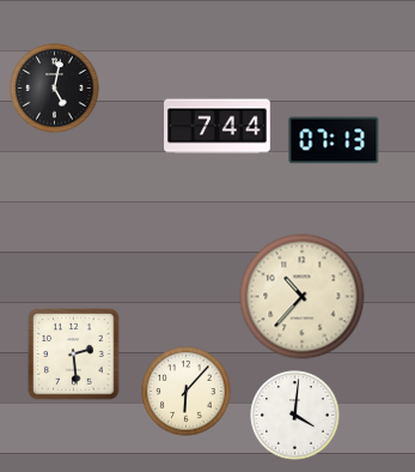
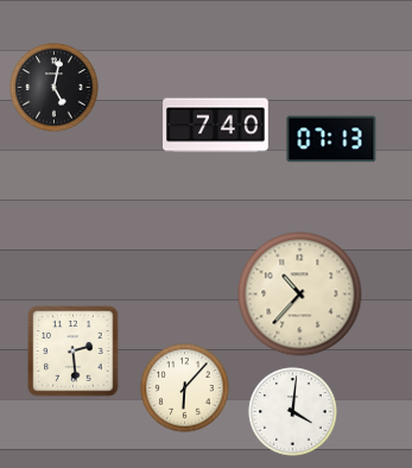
clock at (218, 127): 7:44 -> 7:40
